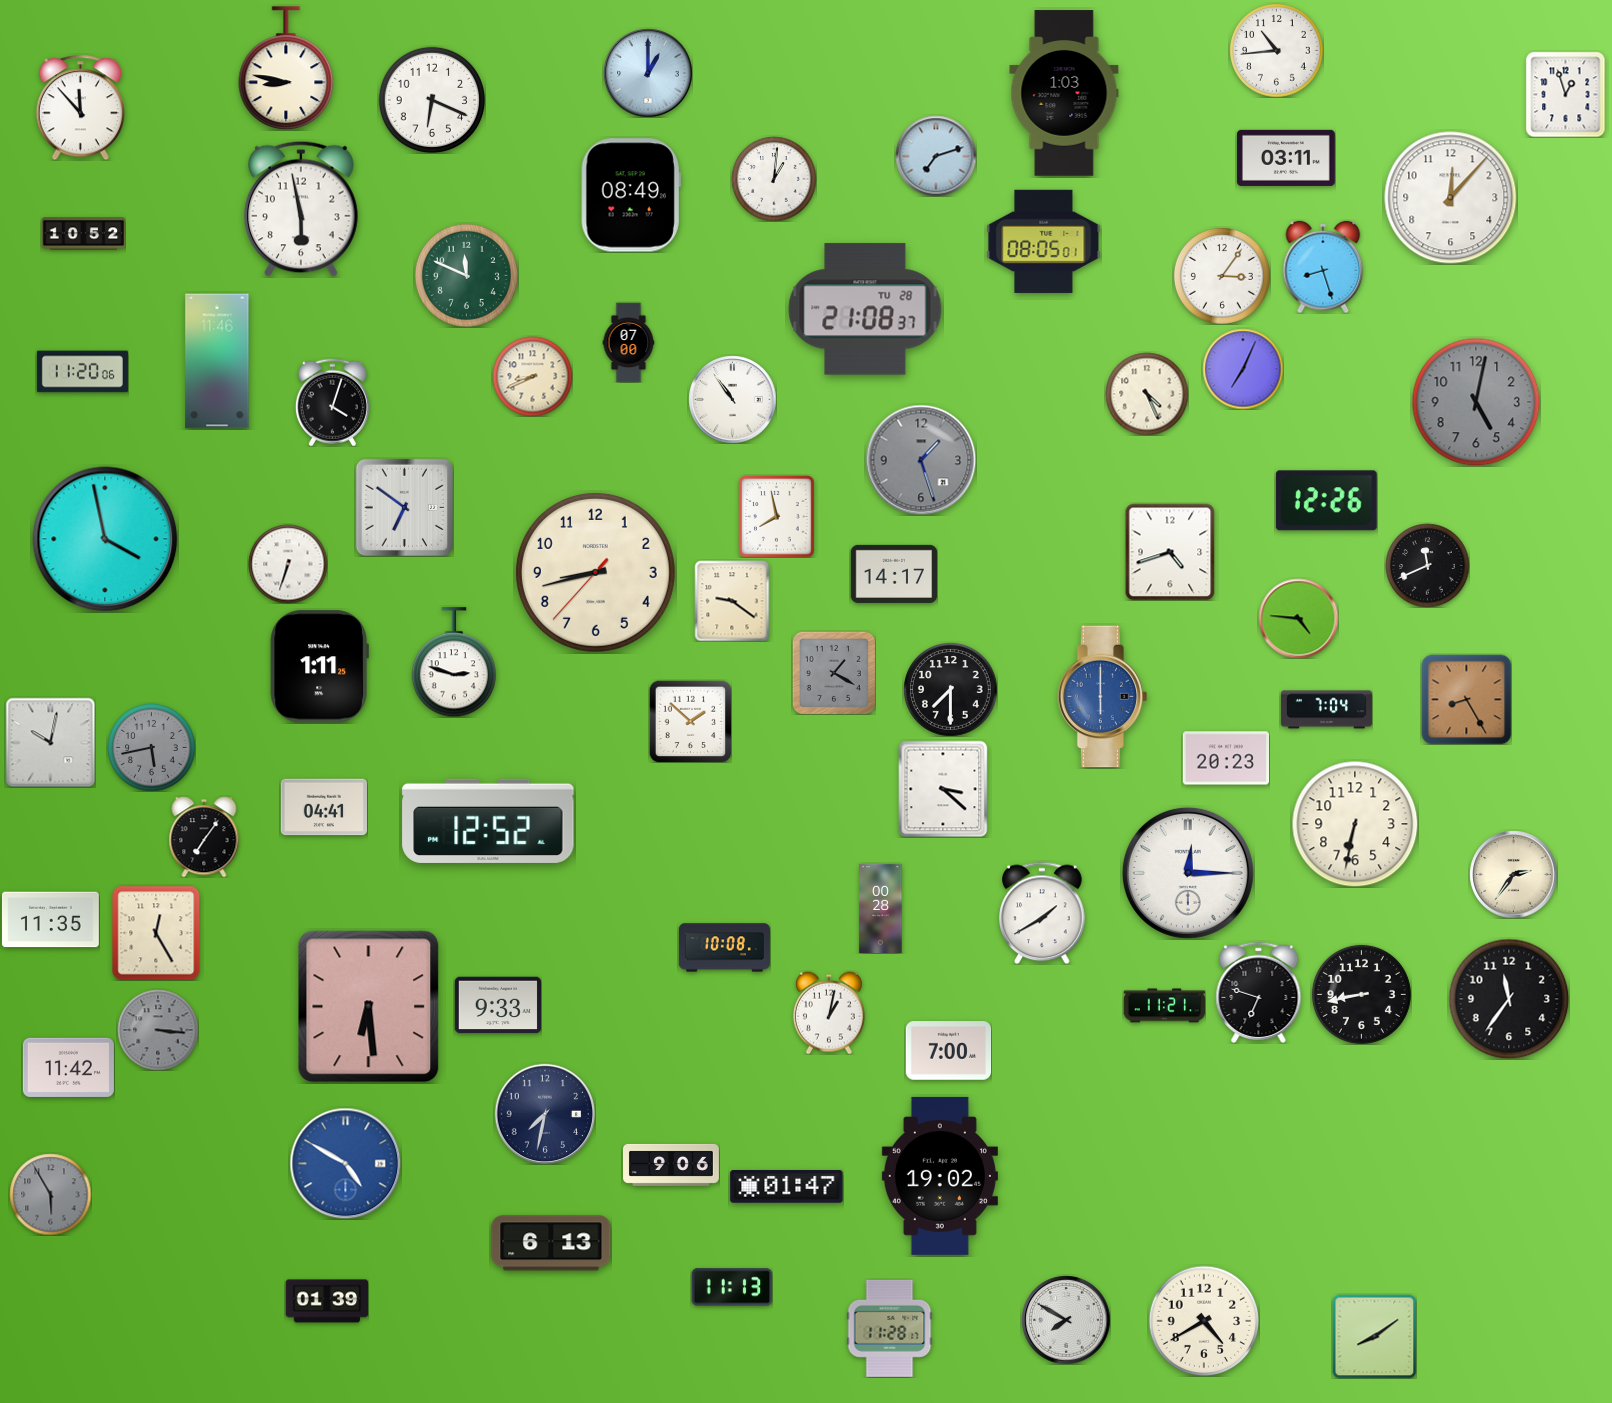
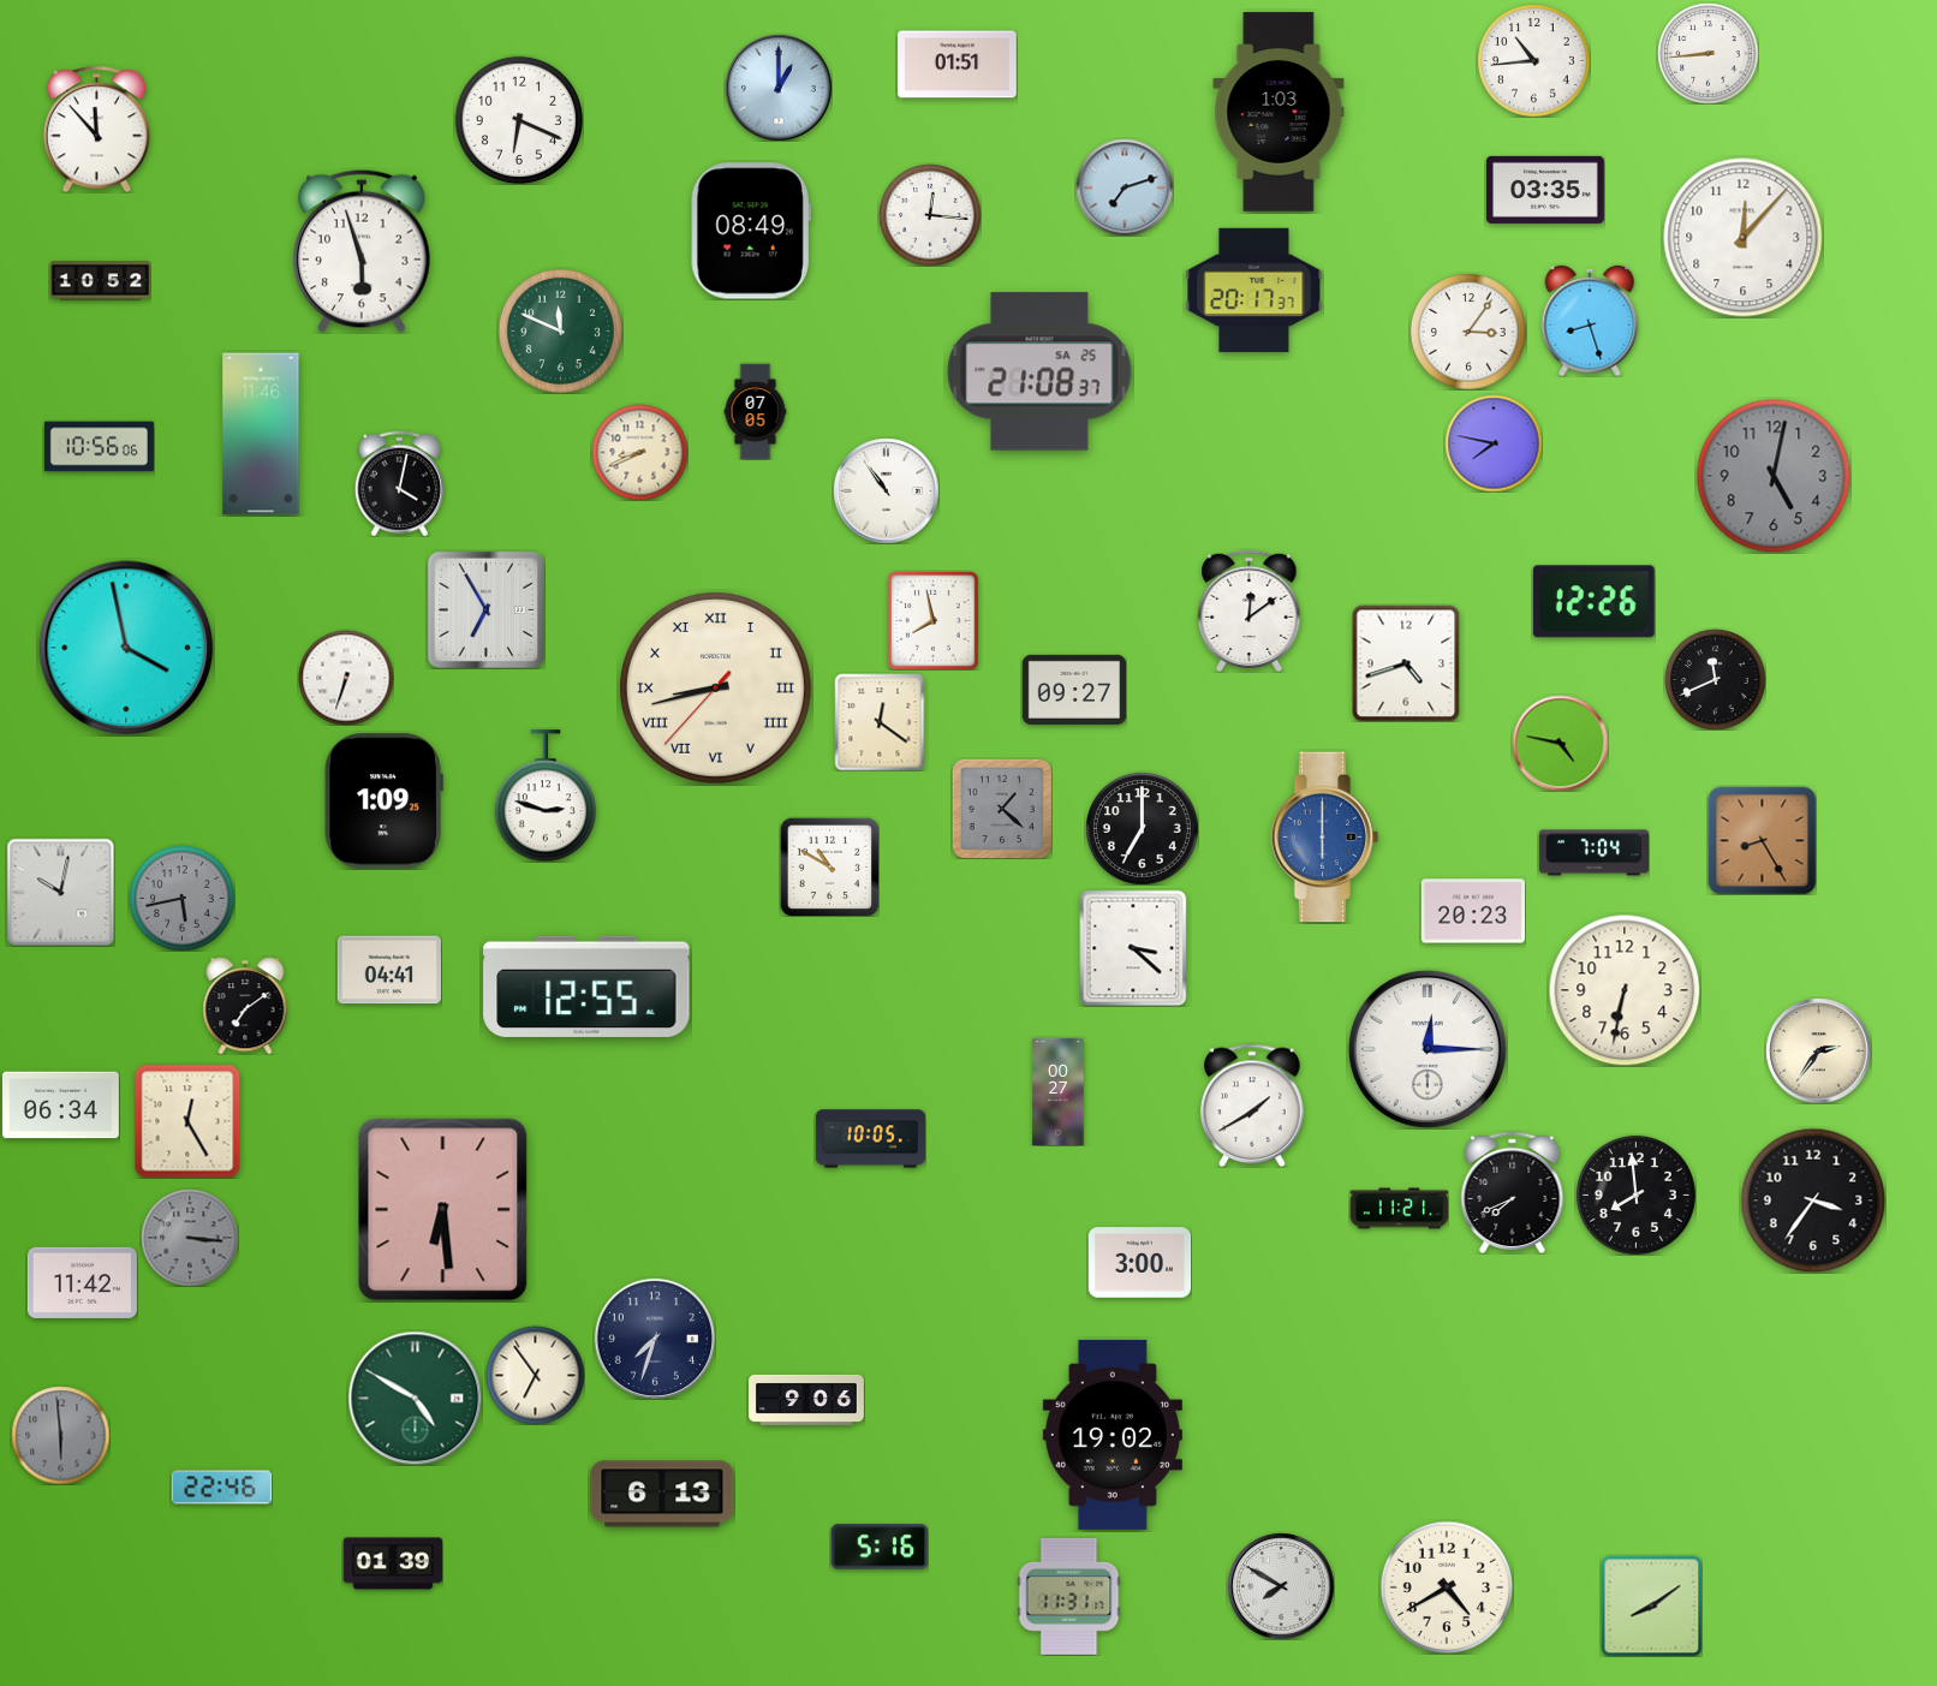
clock at (1707, 53): none -> 8:44
clock at (956, 65): none -> 01:51
clock at (286, 68): 8:47 -> none
clock at (1566, 94): 12:57 -> none
clock at (1286, 158): 03:11 -> 03:35
clock at (774, 179): 1:01 -> 12:16
clock at (631, 195) position: (631, 195) -> (751, 231)
clock at (302, 209): 5:58 -> 5:57
clock at (1044, 241): 08:05 -> 20:17
clock at (865, 309) date: TU 28 -> SA 25
clock at (629, 342): 07:00 -> 07:05
clock at (1243, 369): 7:04 -> 7:47
clock at (82, 372): 11:20 -> 10:56
clock at (1147, 394): 4:26 -> none
clock at (732, 399) position: (732, 399) -> (886, 490)
clock at (332, 402): 4:03 -> 4:02
clock at (1476, 402) position: (1476, 402) -> (1774, 476)
clock at (921, 460): 1:27 -> none
clock at (404, 507): 6:51 -> 6:55
clock at (1250, 610): none -> 12:09
clock at (595, 572) numerals: Arabic -> Roman
clock at (894, 574): 14:17 -> 09:27
clock at (732, 601): 9:21 -> 12:21
clock at (1298, 618): 4:46 -> 4:47
clock at (319, 667): 1:11 -> 1:09
clock at (834, 673): 1:20 -> 1:22
clock at (951, 690): 7:30 -> 7:00
clock at (690, 721): 1:52 -> 10:50
clock at (488, 821): 12:52 -> 12:55
clock at (1355, 824) position: (1355, 824) -> (1625, 990)
clock at (204, 837): 7:06 -> 7:09
clock at (881, 908): 00:28 -> 00:27
clock at (1042, 913) position: (1042, 913) -> (1252, 1106)
clock at (50, 920): 11:35 -> 06:34
clock at (724, 948): 10:08 -> 10:05
clock at (1259, 992): 6:48 -> 7:41
clock at (1361, 994): 8:43 -> 7:59
clock at (1509, 999): 11:36 -> 3:36
clock at (498, 1005): 9:33 -> none
clock at (829, 1013): 1:02 -> none
clock at (948, 1051): 7:00 -> 3:00
clock at (544, 1113): 7:32 -> 7:33
clock at (535, 1375): none -> 6:54
clock at (345, 1163) dial: blue -> green
clock at (940, 1176) position: (940, 1176) -> (1113, 1435)
clock at (787, 1187): 01:47 -> none
clock at (50, 1194): 5:55 -> 5:59
clock at (221, 1488): none -> 22:46
clock at (732, 1287): 11:13 -> 5:16
clock at (890, 1328): 11:28 -> 11:31
